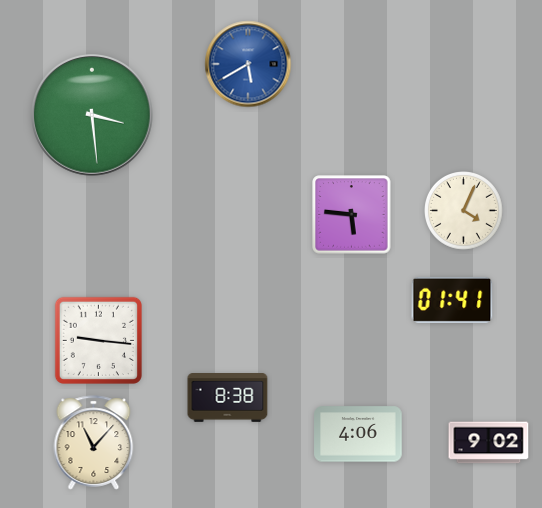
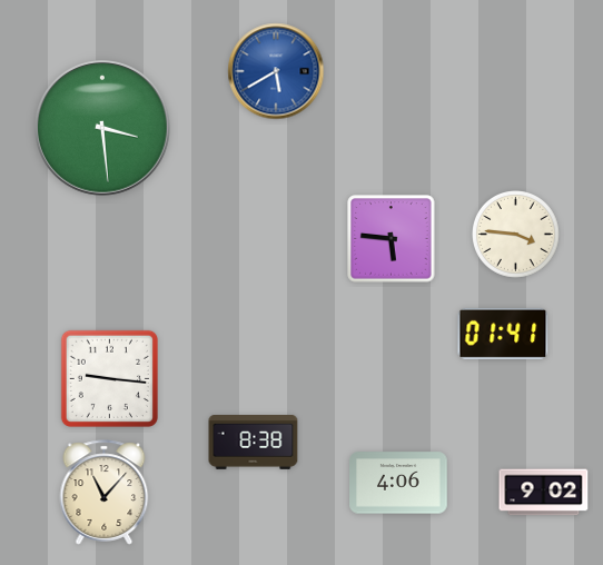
clock at (464, 211): 4:04 -> 3:46
